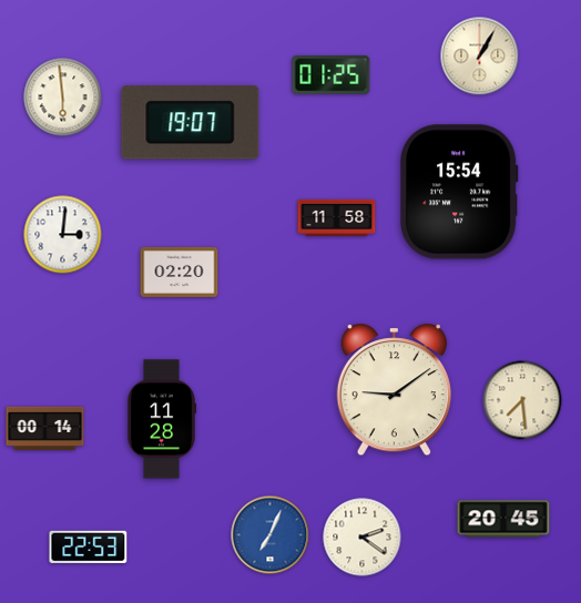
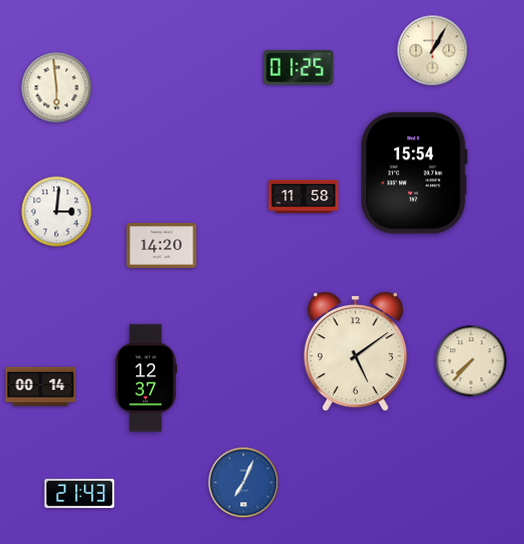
clock at (191, 123): 19:07 -> none
clock at (180, 272): 02:20 -> 14:20
clock at (394, 390): 9:09 -> 5:09
clock at (522, 400): 7:29 -> 7:37
clock at (162, 419): 11:28 -> 12:37
clock at (503, 519): 20:45 -> none
clock at (363, 538): 2:21 -> none
clock at (89, 546): 22:53 -> 21:43
